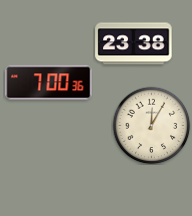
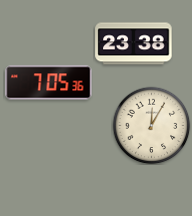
clock at (49, 83): 7:00 -> 7:05
